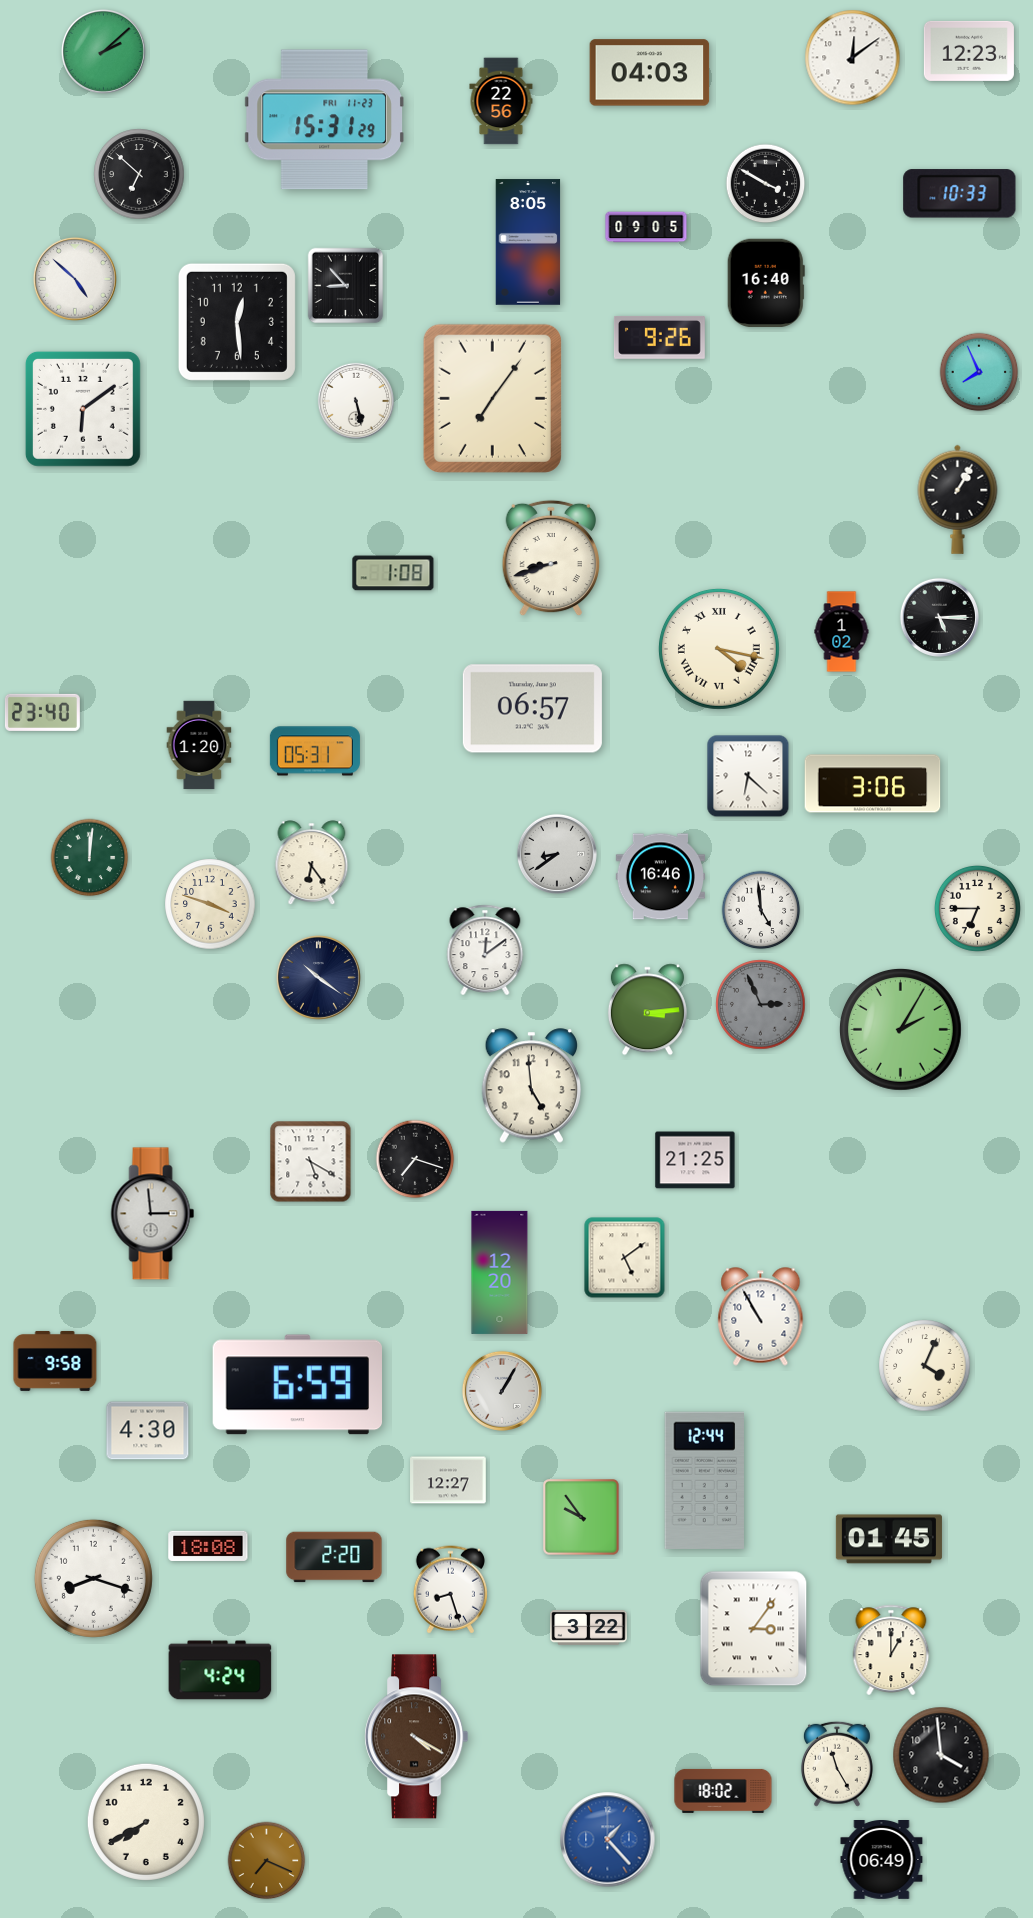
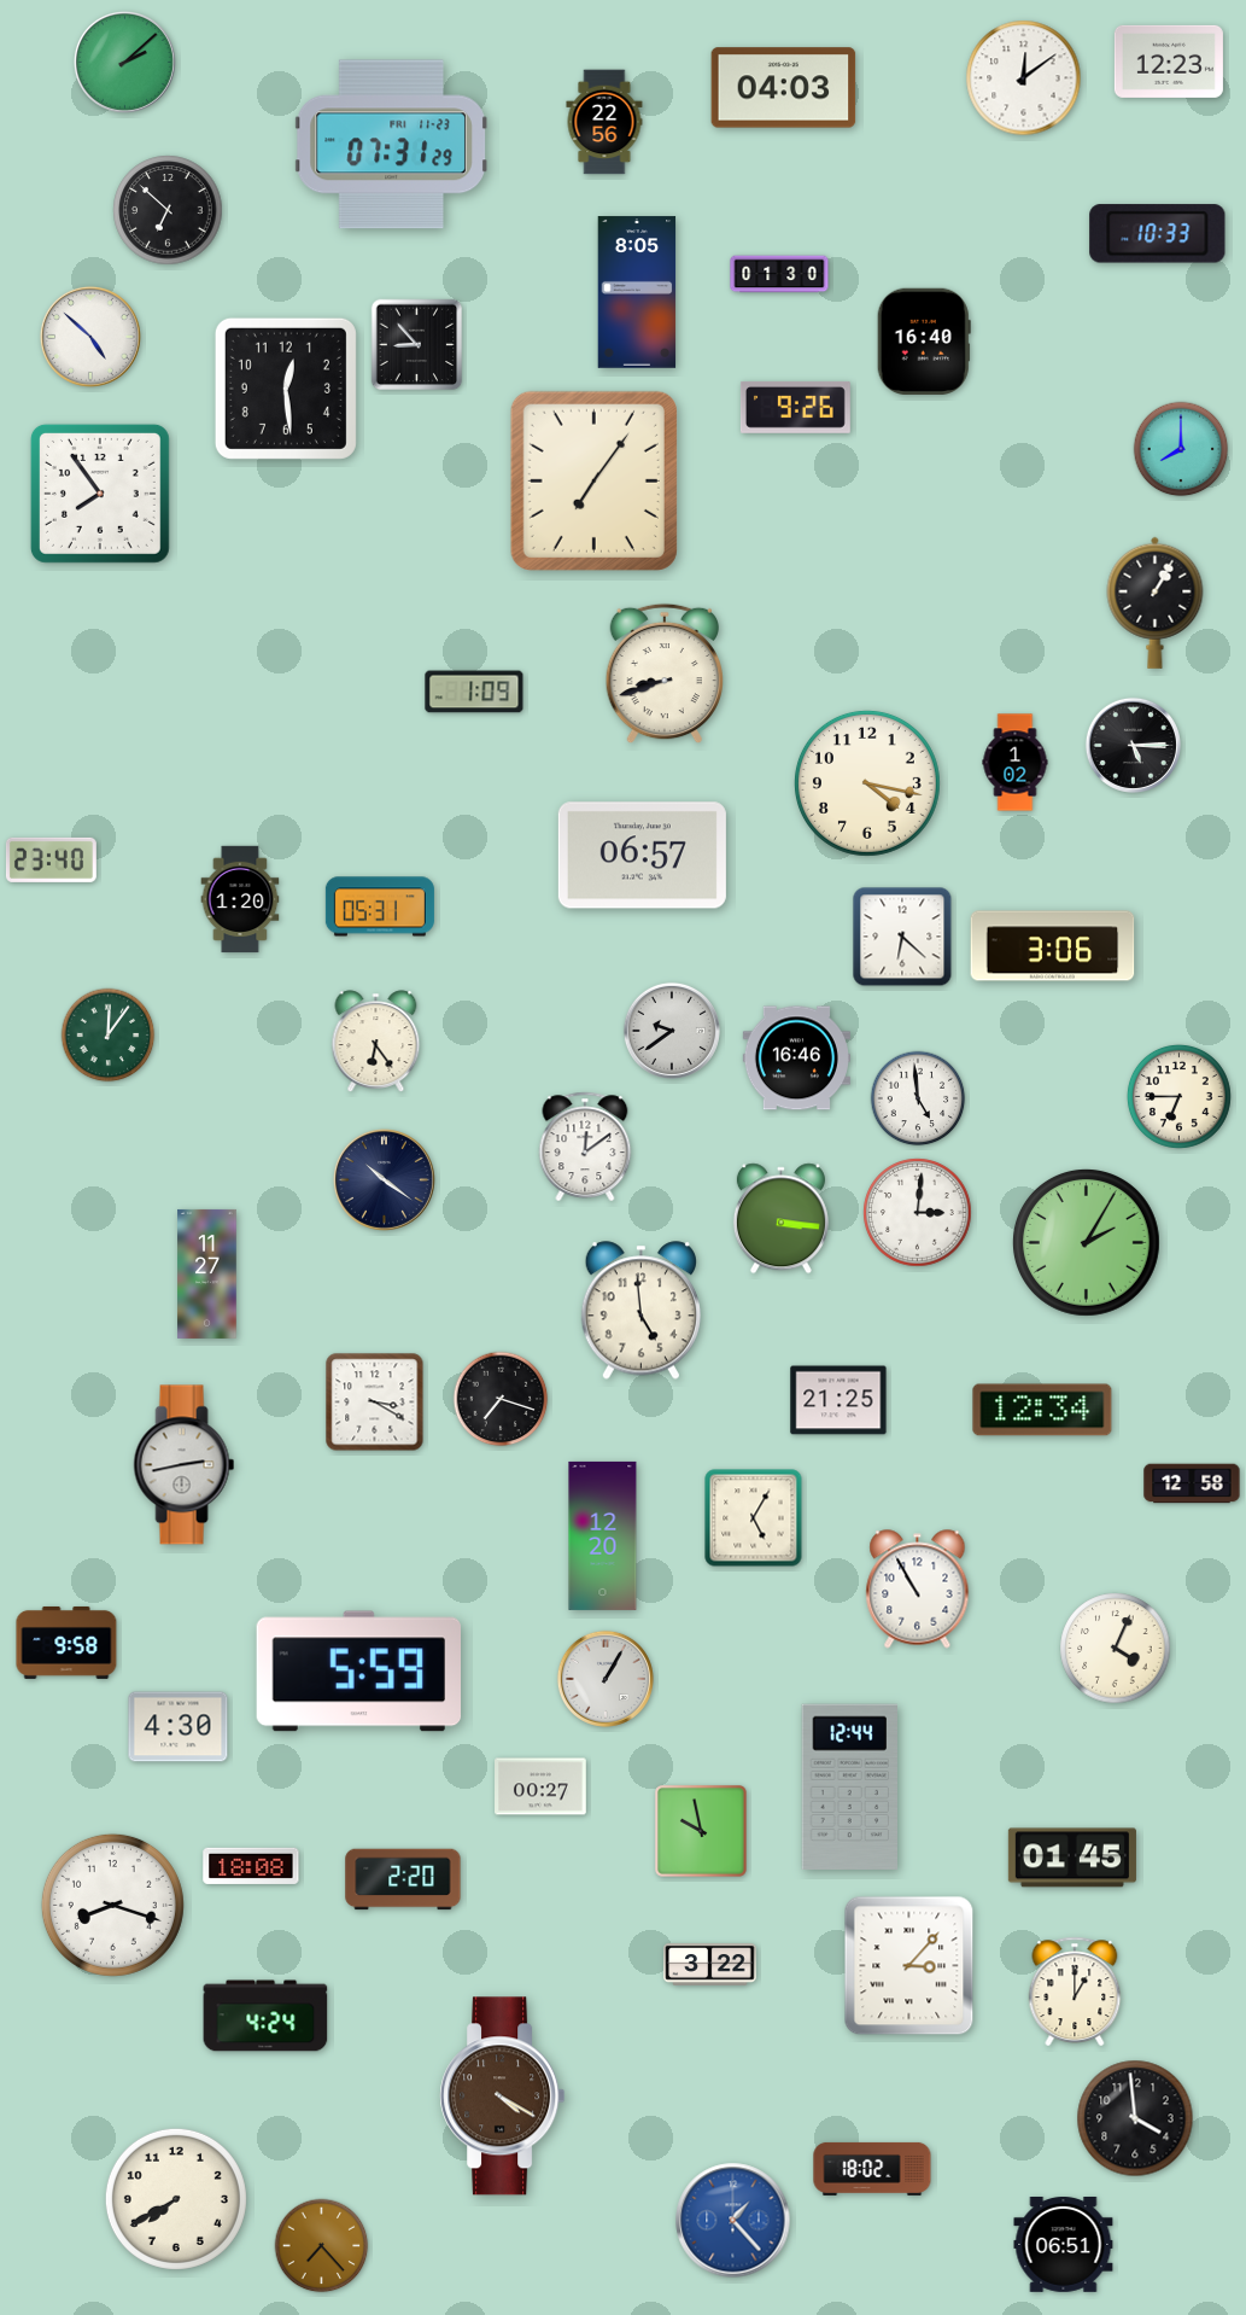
clock at (853, 58) position: (853, 58) -> (1024, 78)
clock at (324, 120): 15:31 -> 07:31
clock at (766, 184): 3:50 -> none
clock at (646, 227): 09:05 -> 01:30
clock at (979, 372): 7:56 -> 8:00
clock at (355, 400): 5:28 -> none
clock at (83, 409): 6:09 -> 7:54
clock at (393, 573): 1:08 -> 1:09
clock at (719, 649) numerals: Roman -> Arabic
clock at (557, 854): 8:39 -> 9:39
clock at (90, 858): 12:01 -> 12:06
clock at (210, 904): 3:48 -> none
clock at (761, 1005): 2:56 -> 3:01
clock at (761, 1005) dial: grey -> white
clock at (647, 1010): 3:14 -> 3:16
clock at (207, 1273): none -> 11:27
clock at (311, 1162): 5:20 -> 3:20
clock at (1042, 1410): none -> 12:34
clock at (153, 1214): 2:59 -> 2:43
clock at (1192, 1483): none -> 12:58
clock at (625, 1258): 5:09 -> 5:05
clock at (298, 1385): 6:59 -> 5:59
clock at (448, 1480): 12:27 -> 00:27
clock at (582, 1518): 9:54 -> 9:58
clock at (450, 1590): 8:27 -> none
clock at (754, 1629): 3:06 -> 3:07
clock at (837, 1764): 11:25 -> none
clock at (723, 1791) position: (723, 1791) -> (872, 2169)
clock at (882, 1860): 06:49 -> 06:51
clock at (267, 1861): 7:19 -> 7:23
